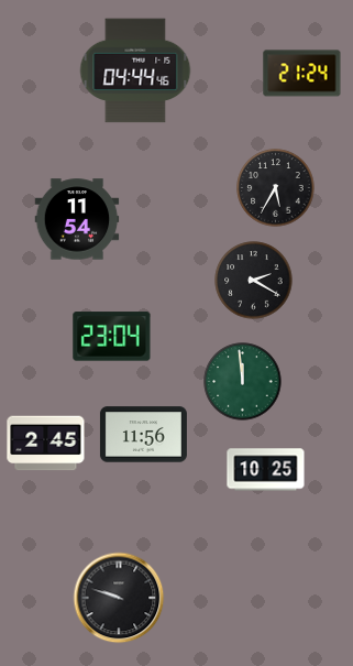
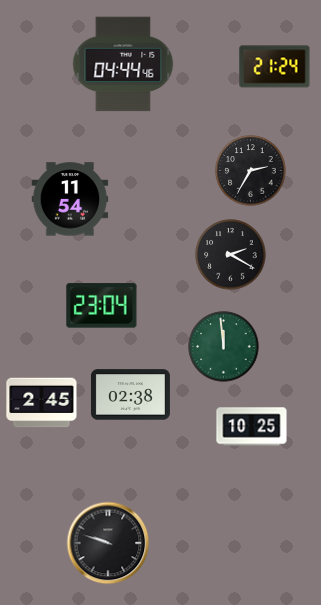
clock at (276, 188): 5:35 -> 2:35
clock at (243, 382) position: (243, 382) -> (224, 347)
clock at (143, 435): 11:56 -> 02:38
clock at (266, 470) position: (266, 470) -> (252, 427)
